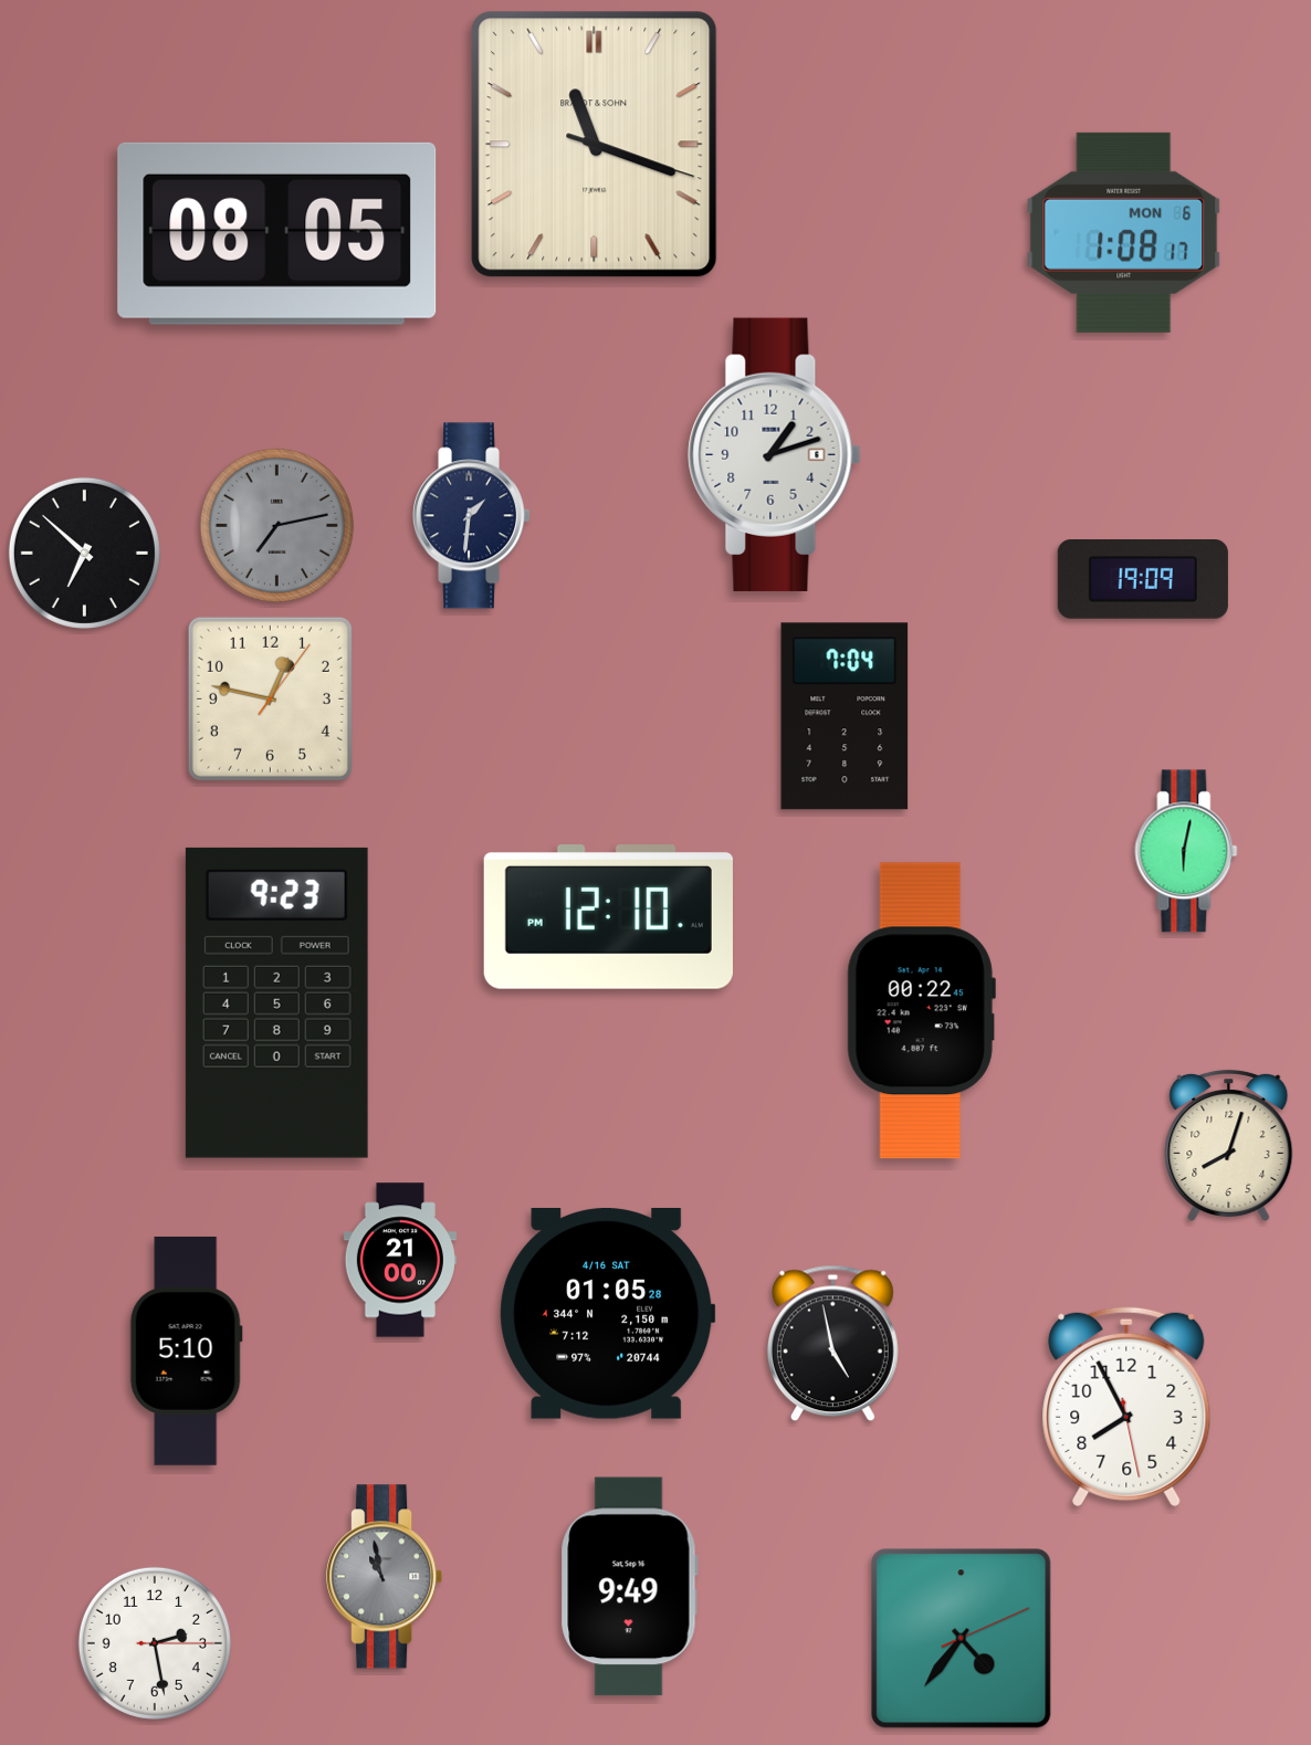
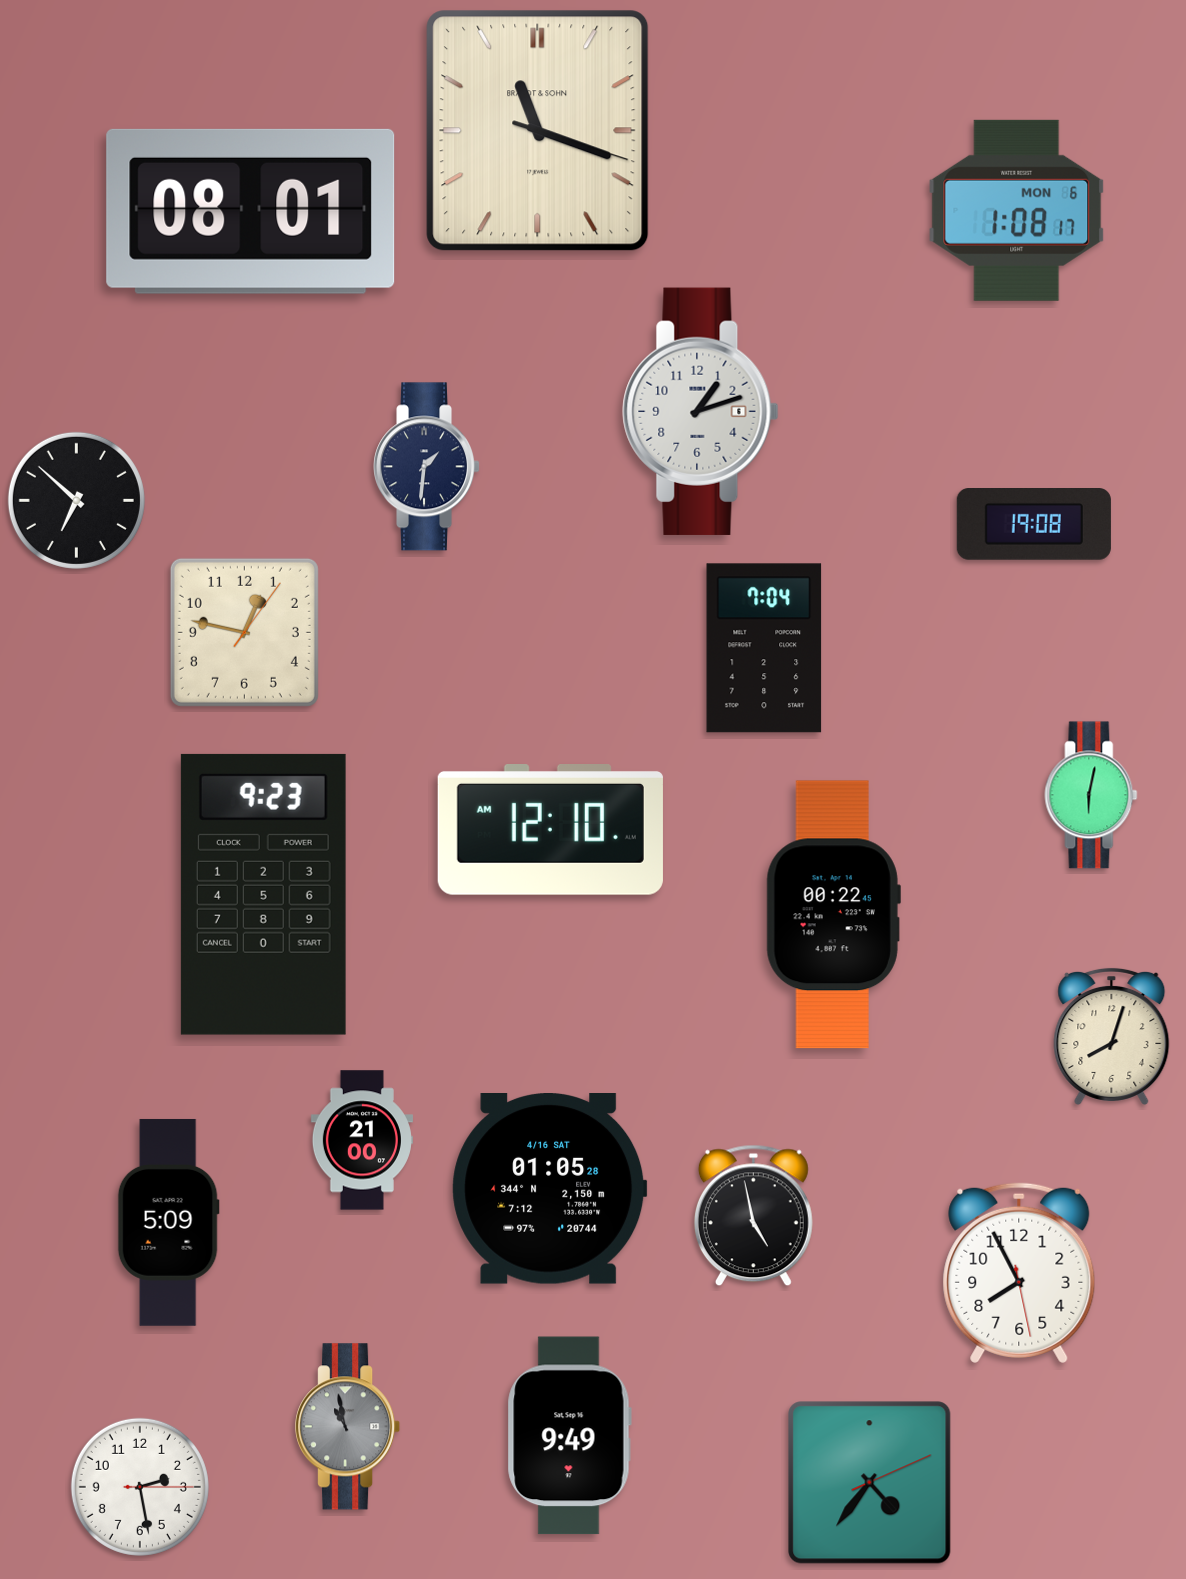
clock at (277, 233): 08:05 -> 08:01
clock at (276, 525): 7:13 -> none
clock at (1143, 580): 19:09 -> 19:08
clock at (1186, 851) position: (1186, 851) -> (1091, 795)
clock at (608, 917): 12:10 PM -> 12:10 AM
clock at (276, 1002) position: (276, 1002) -> (263, 894)
clock at (186, 1350): 5:10 -> 5:09
